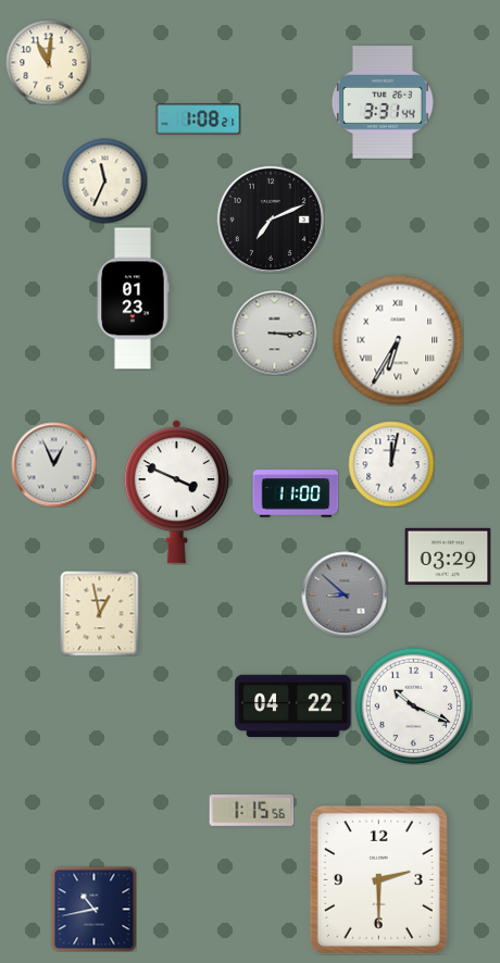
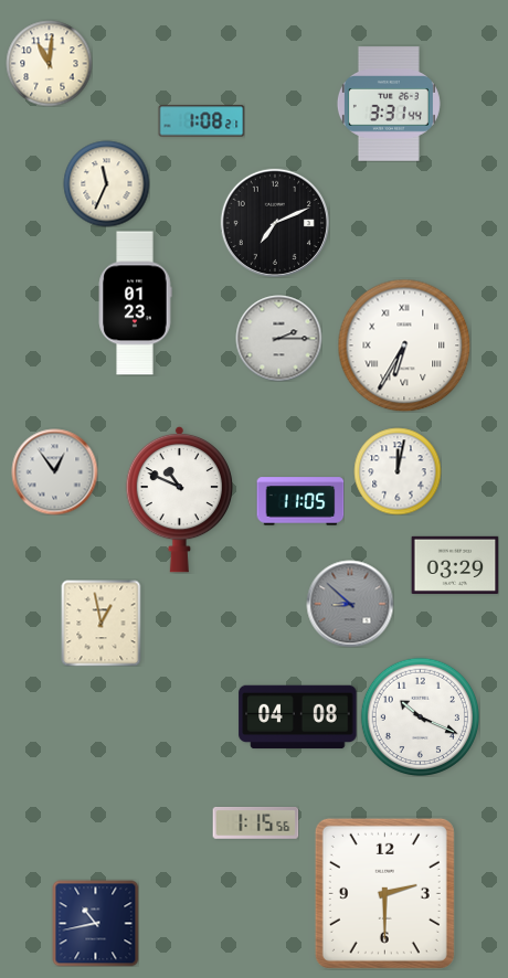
clock at (274, 333): 3:15 -> 2:15
clock at (53, 464): 12:56 -> 12:54
clock at (176, 491): 3:49 -> 10:49
clock at (296, 493): 11:00 -> 11:05
clock at (293, 706): 04:22 -> 04:08
